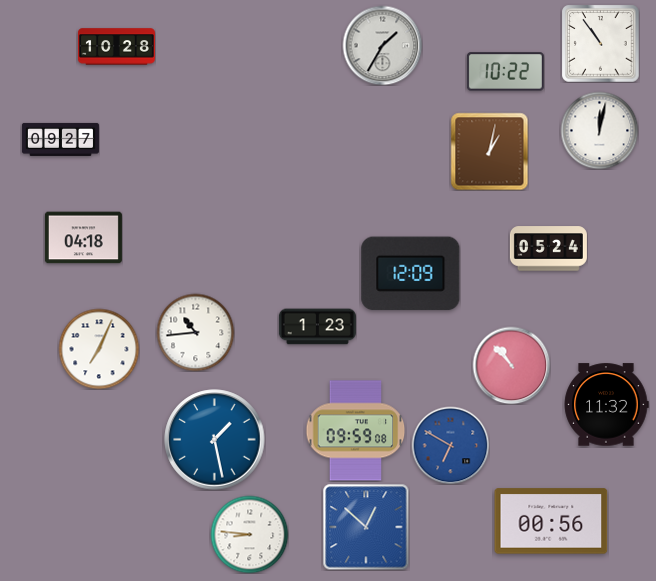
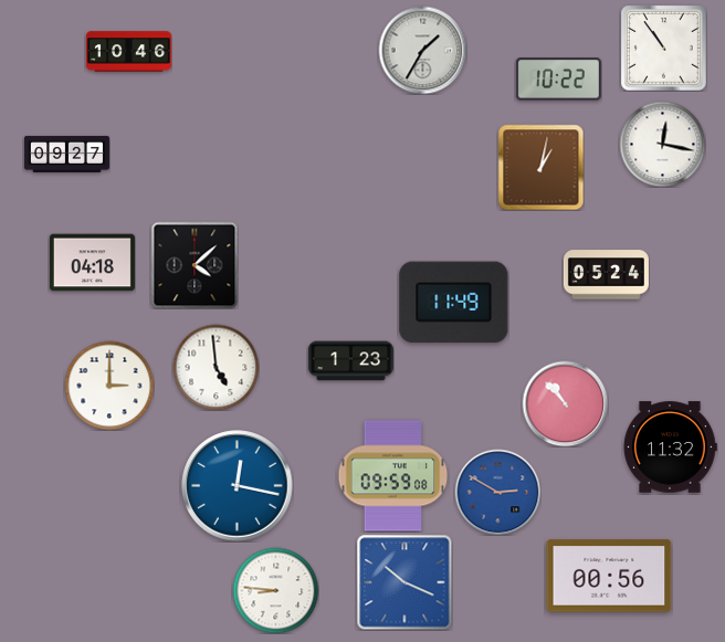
clock at (116, 47): 10:28 -> 10:46
clock at (599, 130): 12:02 -> 12:17
clock at (195, 265): none -> 4:08
clock at (411, 274): 12:09 -> 11:49
clock at (195, 332): 10:44 -> 4:59
clock at (99, 349): 7:04 -> 3:00
clock at (215, 440): 1:28 -> 12:17
clock at (450, 445): 6:50 -> 2:50
clock at (366, 527): 12:52 -> 10:19
